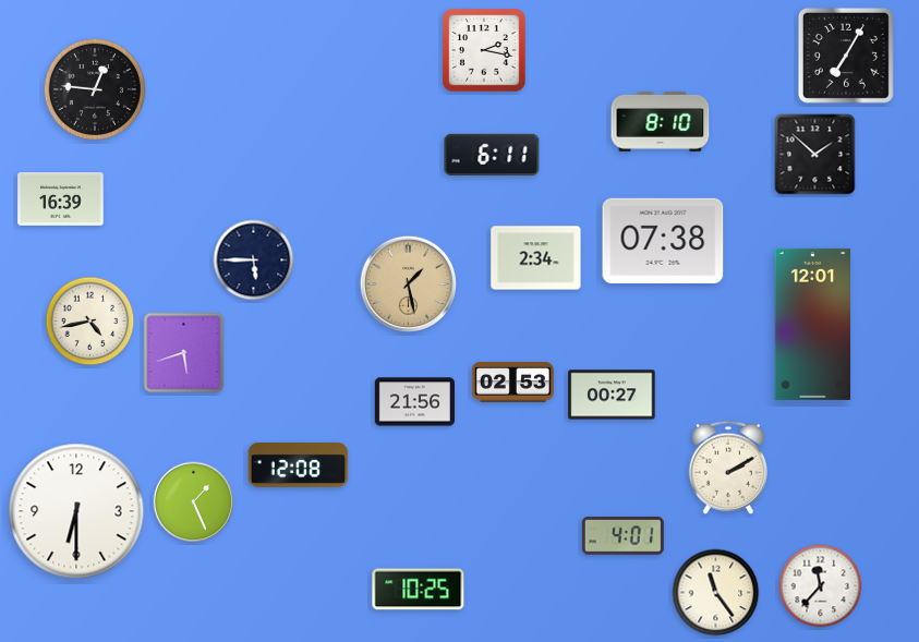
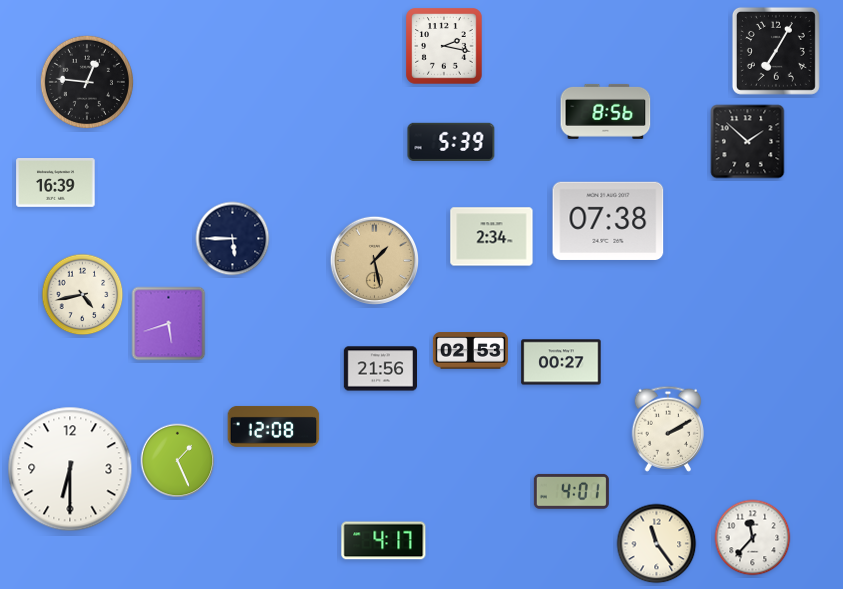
clock at (661, 121): 8:10 -> 8:56
clock at (492, 154): 6:11 -> 5:39
clock at (813, 324): 12:01 -> none
clock at (419, 590): 10:25 -> 4:17
